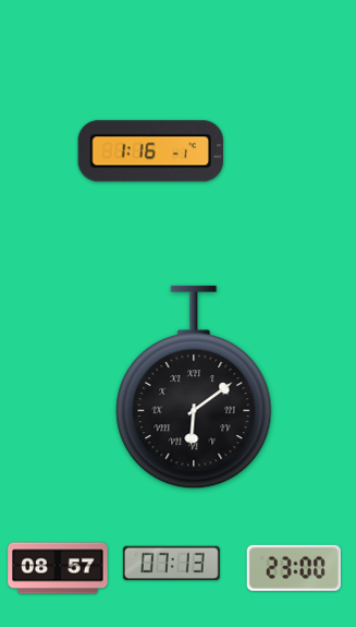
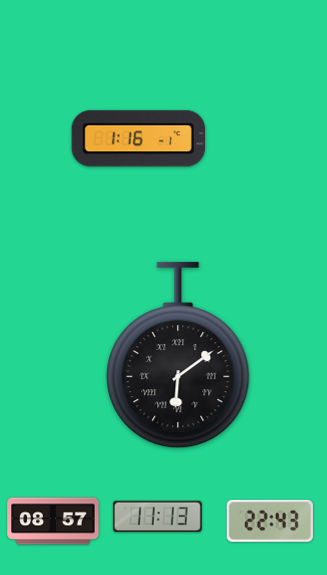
clock at (171, 564): 07:13 -> 11:13
clock at (294, 568): 23:00 -> 22:43
